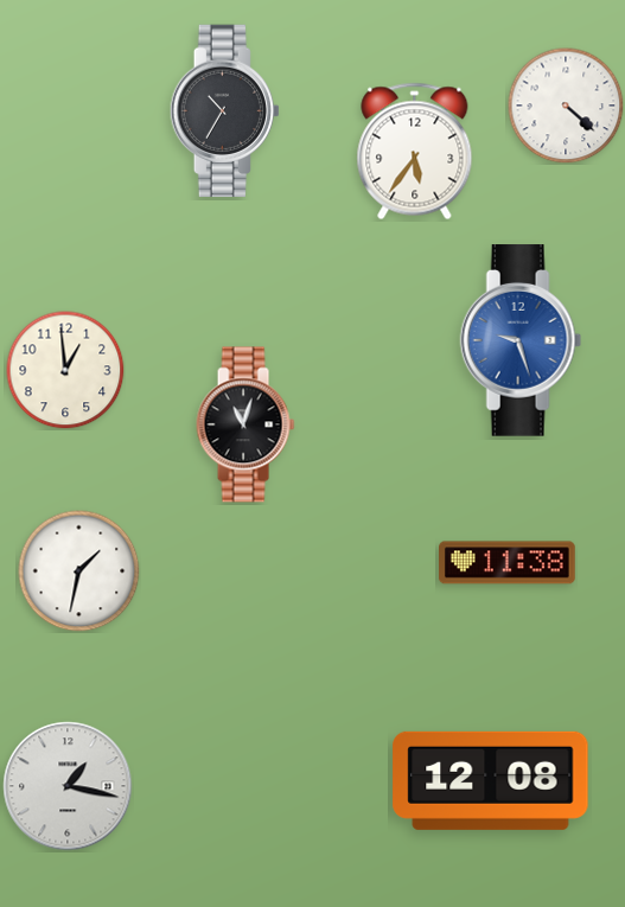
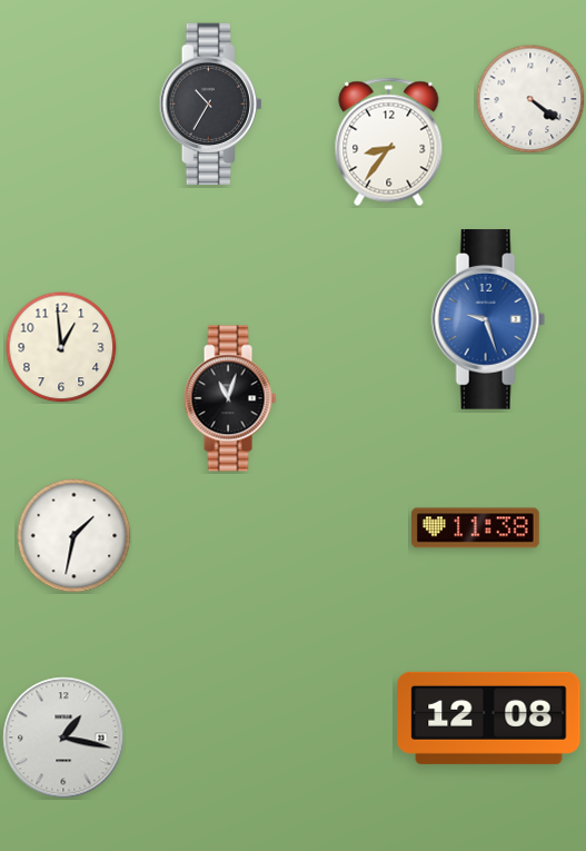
clock at (566, 106): 4:22 -> 4:21
clock at (415, 152): 5:36 -> 8:36
clock at (491, 780) position: (491, 780) -> (489, 718)
